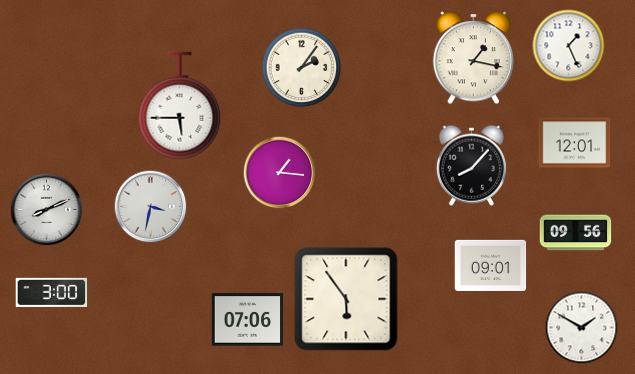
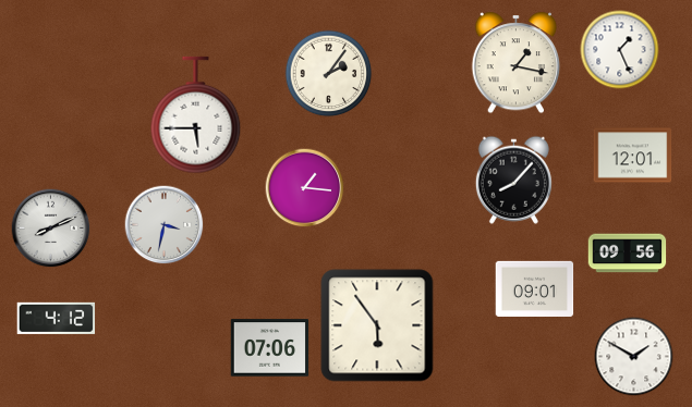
clock at (575, 143) position: (575, 143) -> (633, 156)
clock at (52, 292): 3:00 -> 4:12
